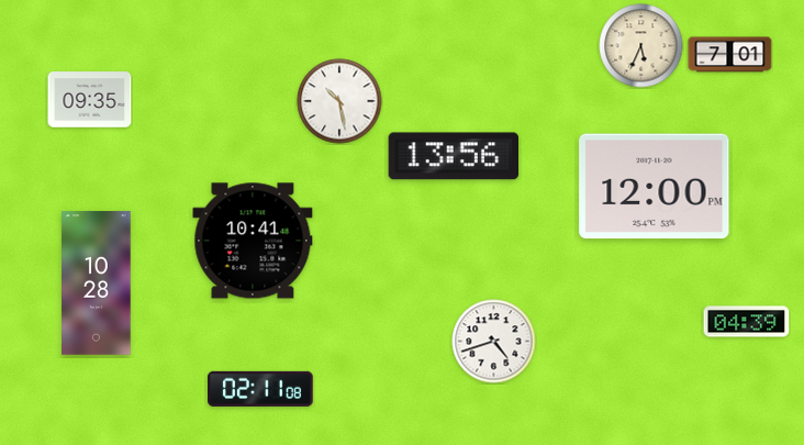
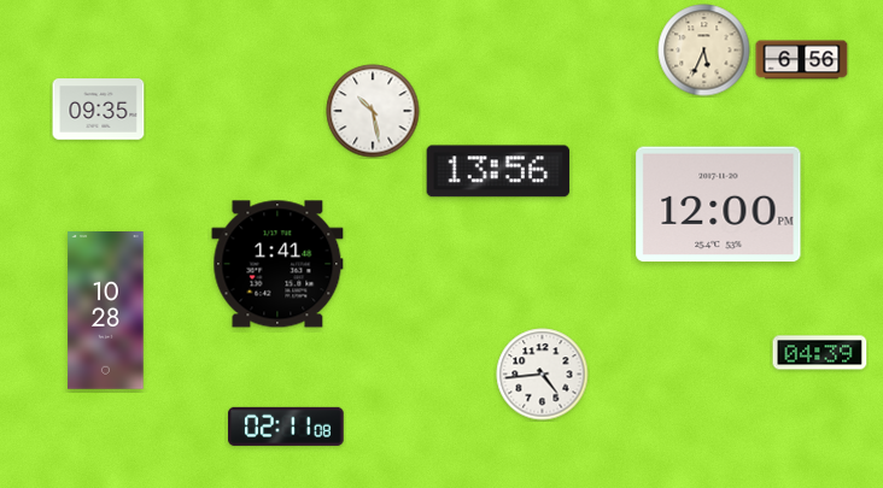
clock at (730, 55): 7:01 -> 6:56
clock at (253, 241): 10:41 -> 1:41
clock at (494, 342): 4:42 -> 4:44
